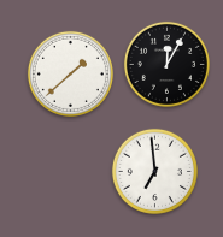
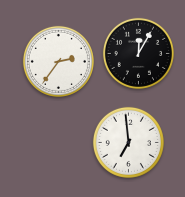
clock at (70, 73): 1:38 -> 2:36
